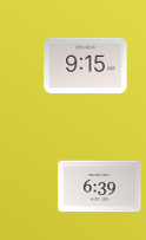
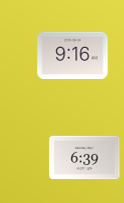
clock at (86, 65): 9:15 -> 9:16
